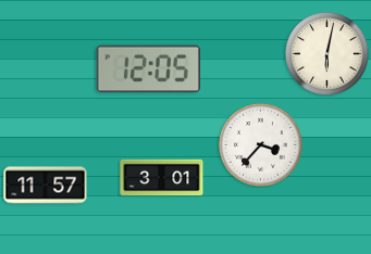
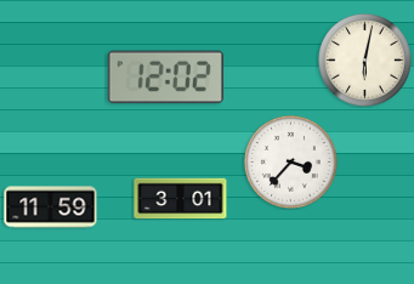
clock at (148, 69): 12:05 -> 12:02
clock at (46, 186): 11:57 -> 11:59
